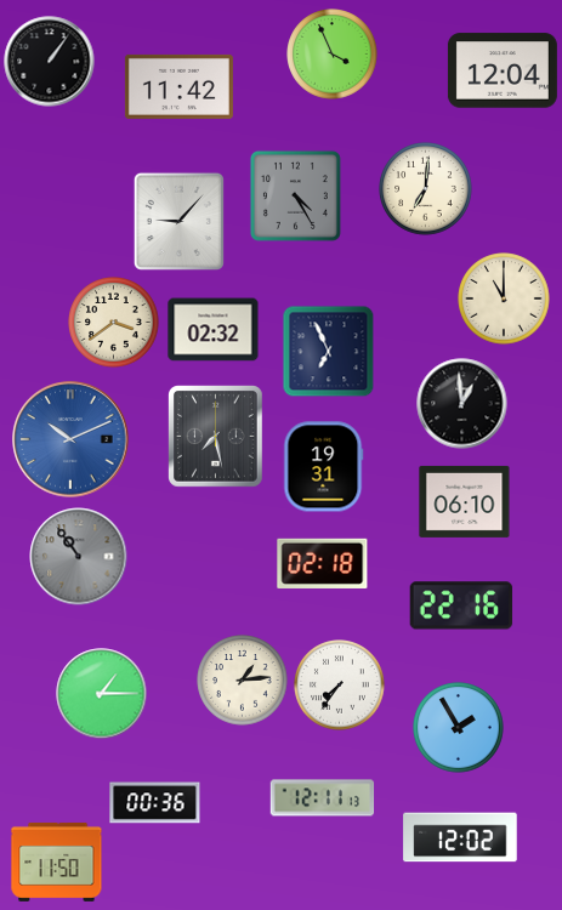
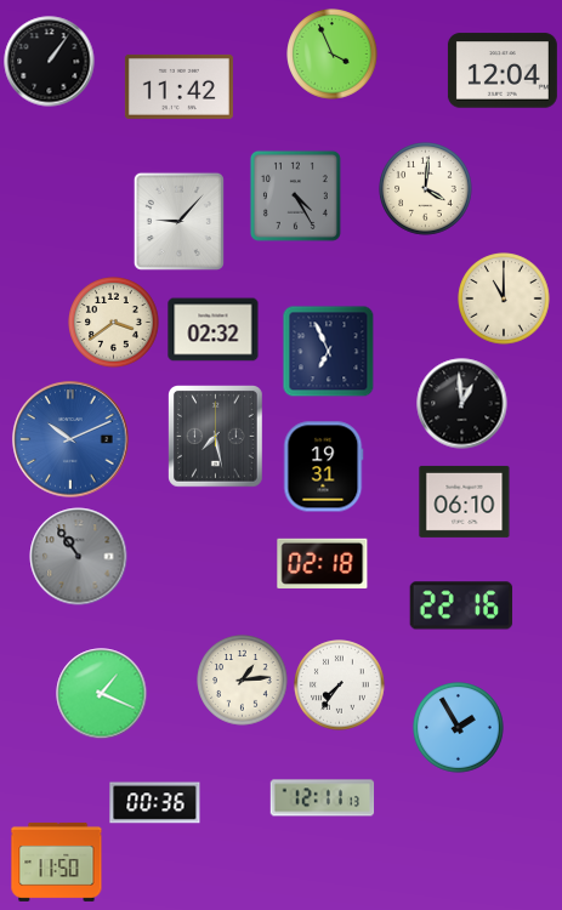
clock at (426, 189): 7:01 -> 4:01
clock at (102, 694): 1:15 -> 1:19
clock at (460, 837): 12:02 -> none
